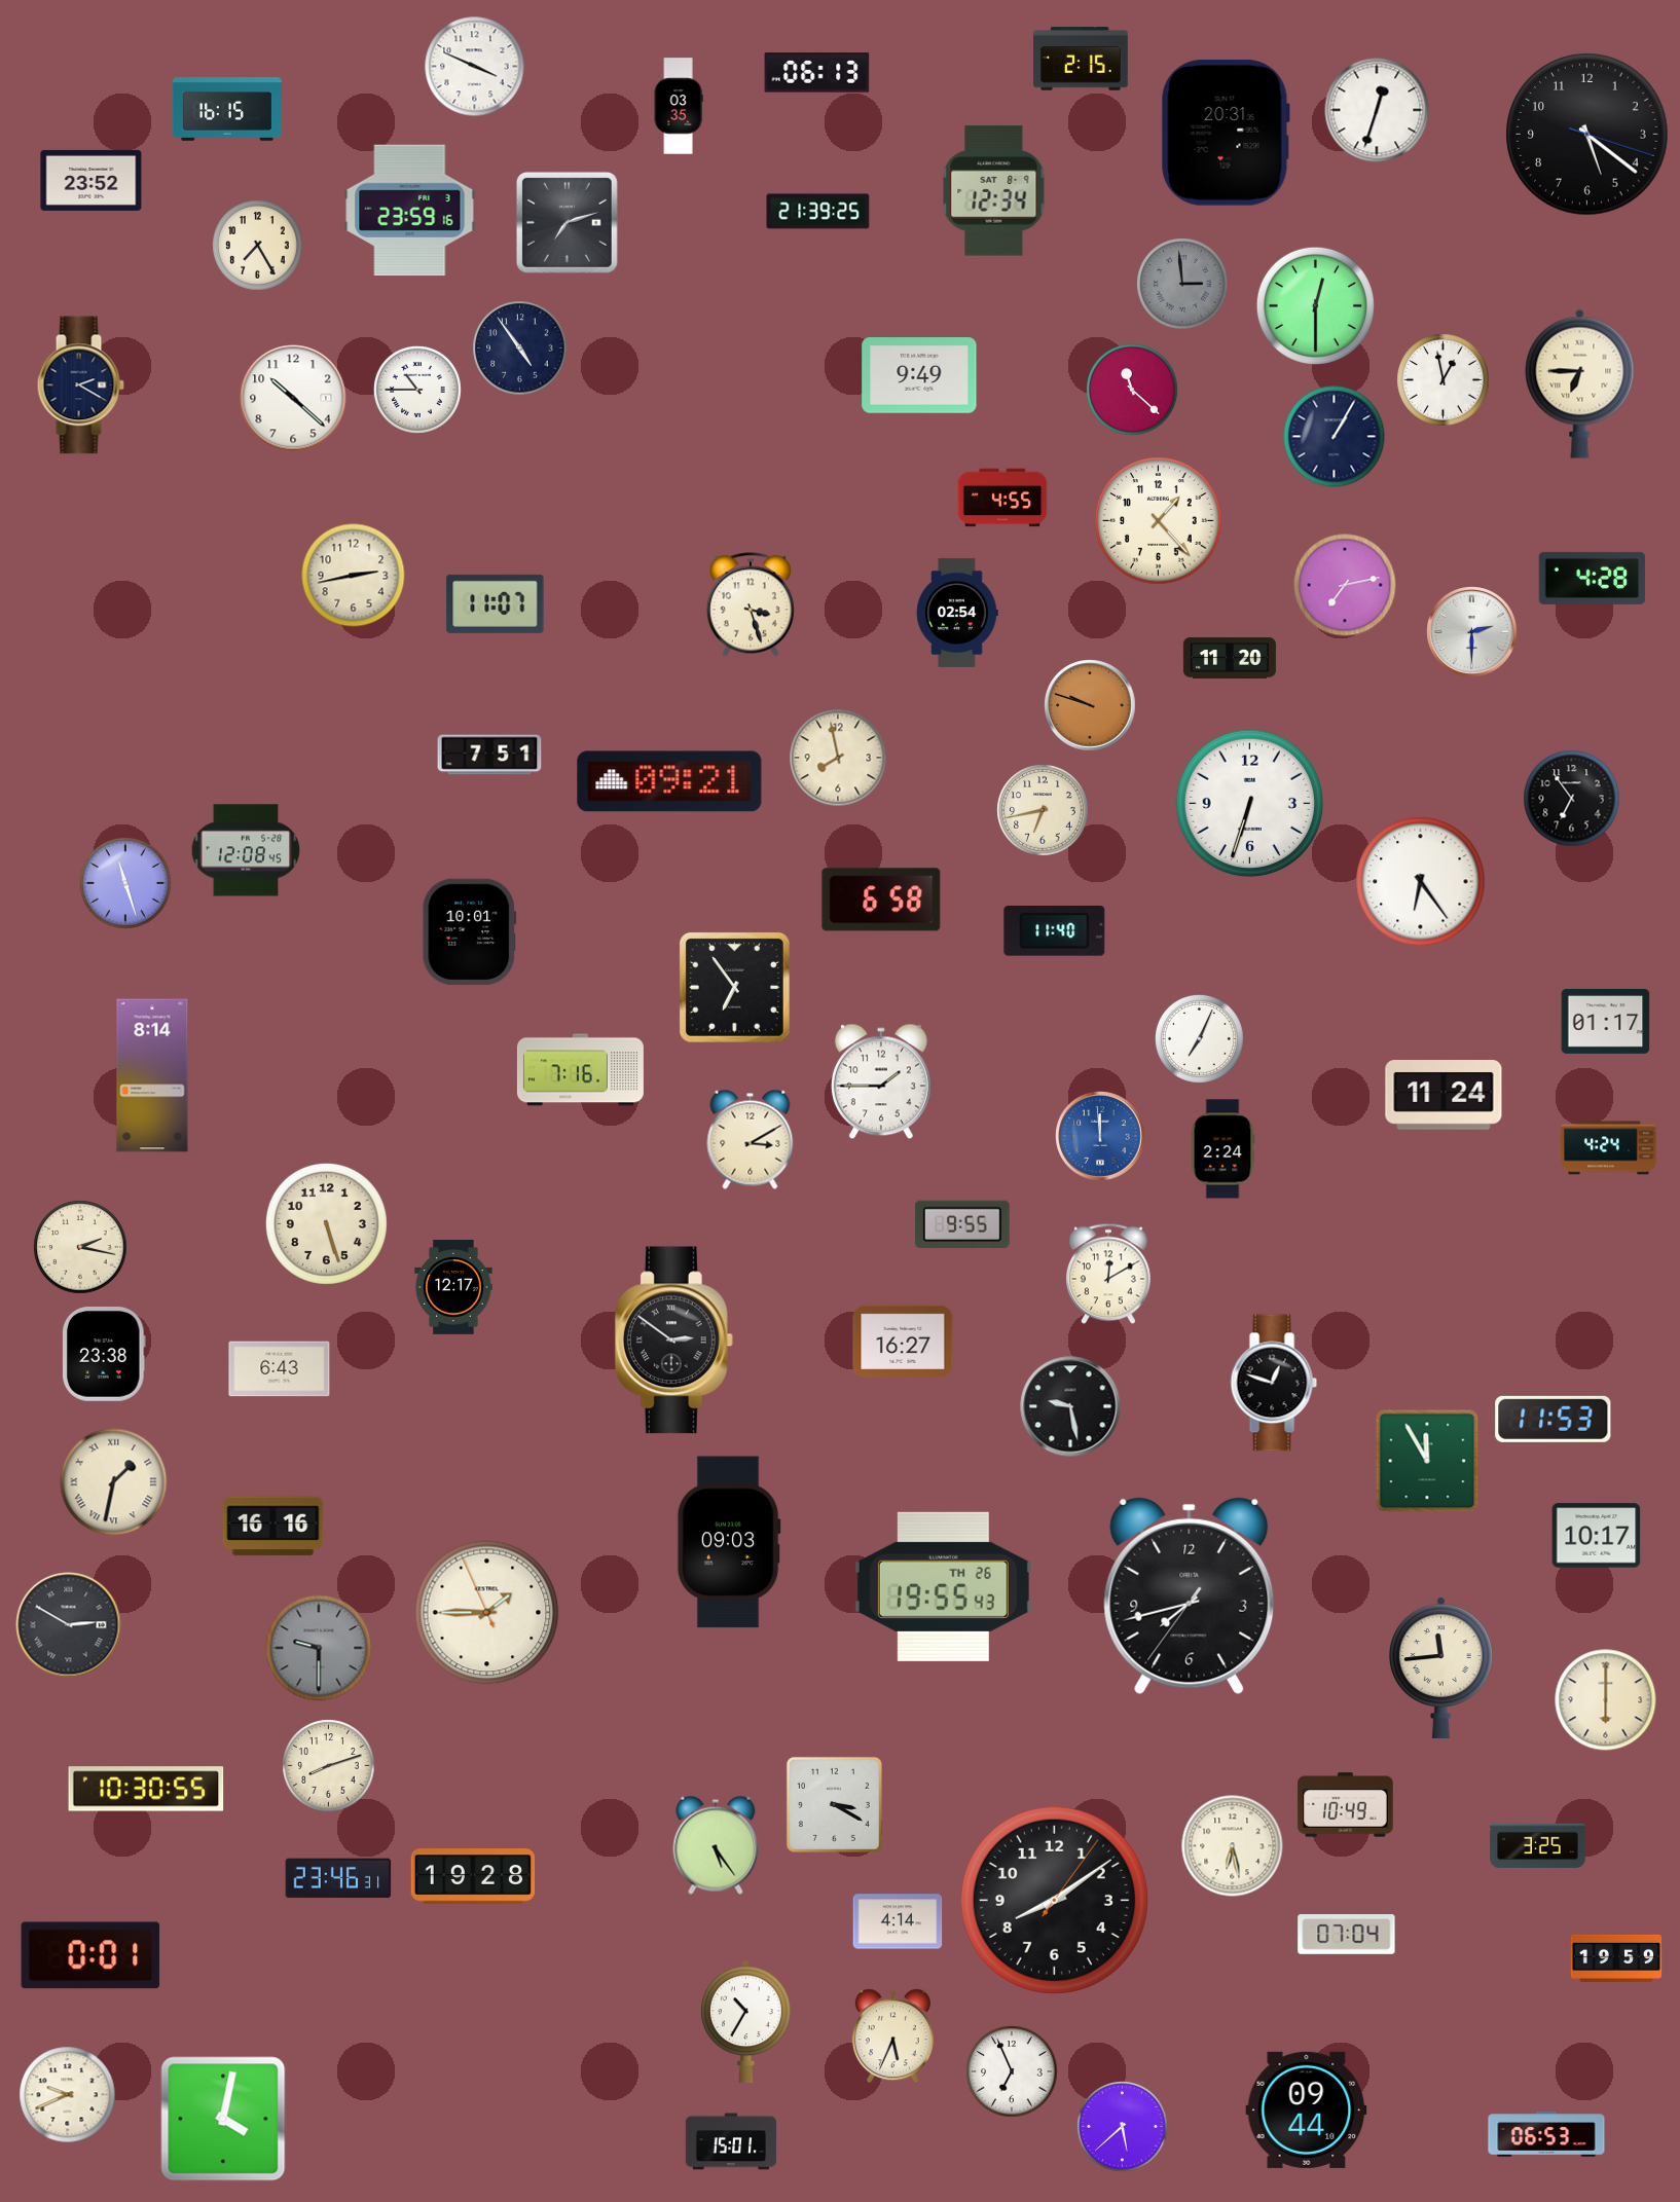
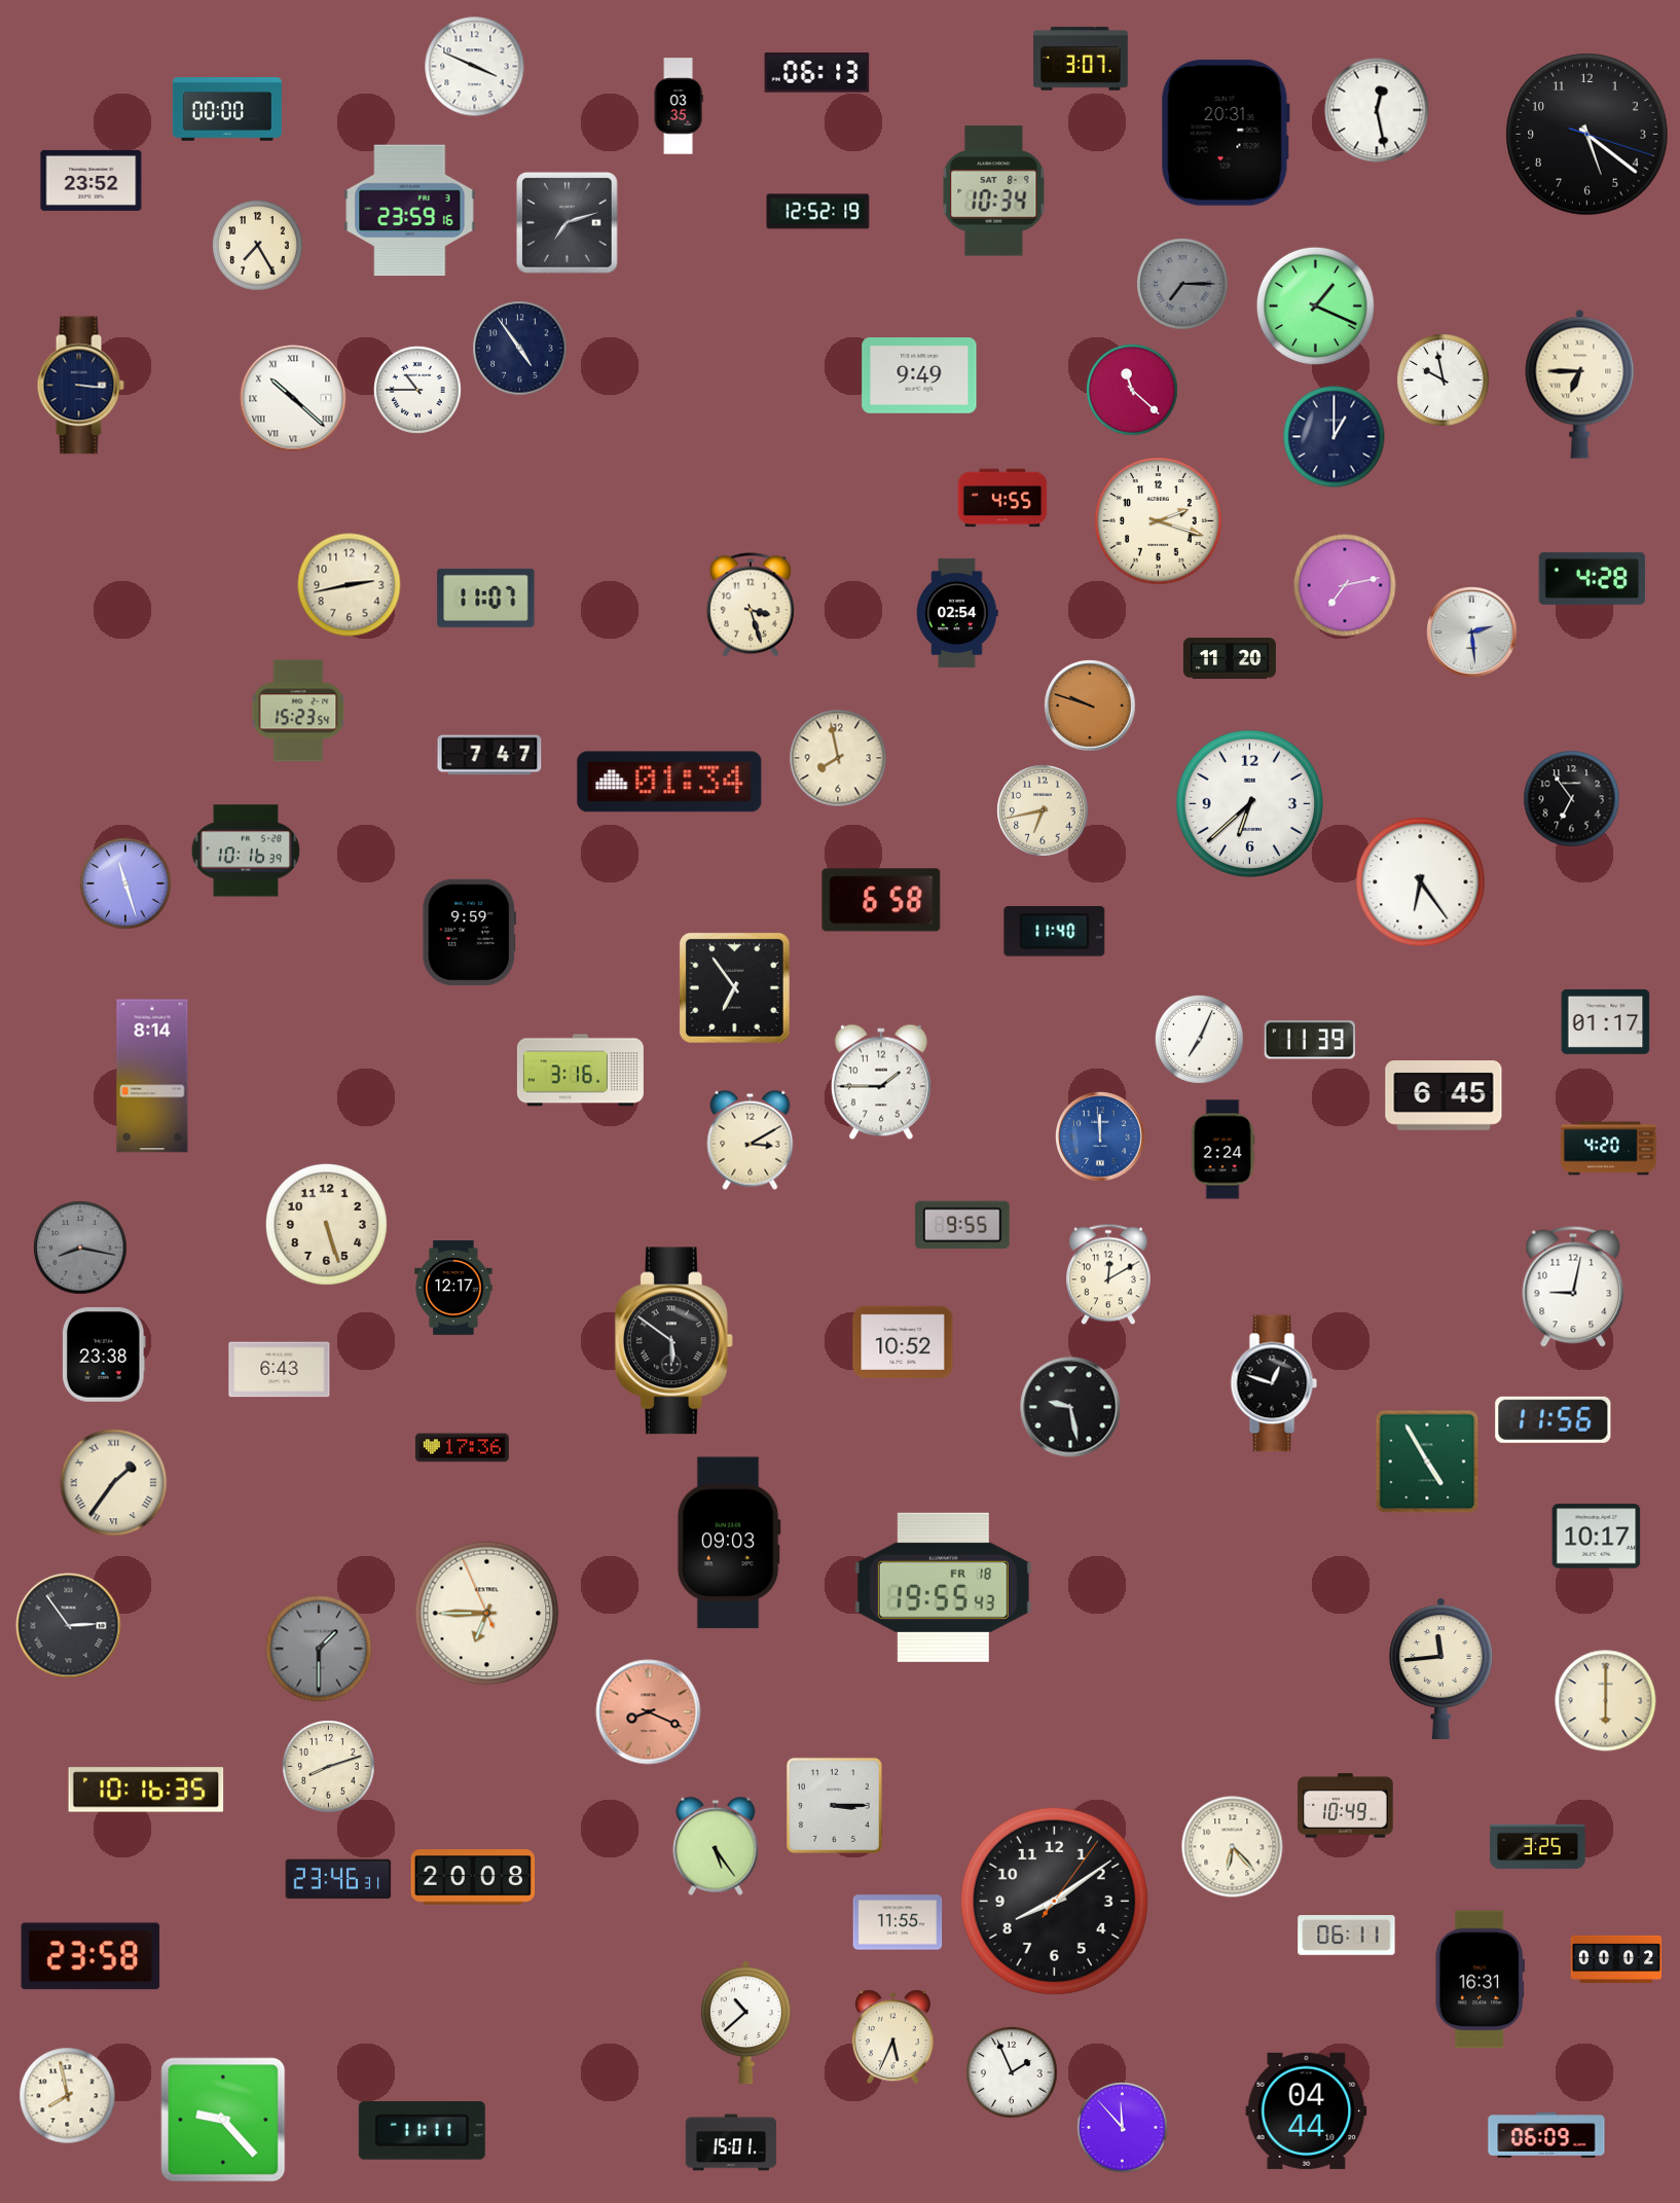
clock at (1081, 59): 2:15 -> 3:07
clock at (227, 109): 16:15 -> 00:00
clock at (1377, 110): 12:33 -> 12:28
clock at (994, 191): 12:34 -> 10:34
clock at (818, 212): 21:39 -> 12:52
clock at (1182, 284): 2:59 -> 7:15
clock at (1315, 305): 12:30 -> 1:19
clock at (1444, 380): 12:58 -> 9:58
clock at (80, 386): 2:20 -> 3:16
clock at (293, 398) numerals: Arabic -> Roman
clock at (1335, 437): 1:05 -> 1:00
clock at (1159, 521): 1:23 -> 2:18
clock at (354, 576) position: (354, 576) -> (350, 585)
clock at (496, 603) position: (496, 603) -> (486, 598)
clock at (1472, 632): 2:30 -> 2:29
clock at (298, 711): none -> 15:23
clock at (489, 755): 7:51 -> 7:47
clock at (669, 781): 09:21 -> 01:34
clock at (1250, 804): 6:33 -> 6:38
clock at (246, 850): 12:08 -> 10:16
clock at (470, 932): 10:01 -> 9:59
clock at (1310, 1040): none -> 11:39
clock at (580, 1070): 7:16 -> 3:16
clock at (1444, 1095): 11:24 -> 6:45
clock at (1609, 1148): 4:24 -> 4:20
clock at (80, 1247): 2:17 -> 8:17
clock at (80, 1247) dial: cream -> grey
clock at (1573, 1287): none -> 9:02
clock at (673, 1341): 2:51 -> 5:51
clock at (903, 1342): 16:27 -> 10:52
clock at (1554, 1419): 11:53 -> 11:56
clock at (462, 1448): none -> 17:36
clock at (1427, 1461): 11:55 -> 4:55
clock at (114, 1482): 1:32 -> 1:36
clock at (273, 1527): 16:16 -> none
clock at (943, 1586) date: TH 26 -> FR 18
clock at (1190, 1597): 7:42 -> none
clock at (487, 1613): 1:44 -> 6:44
clock at (69, 1625): 2:50 -> 2:54
clock at (319, 1648): 9:30 -> 1:30
clock at (649, 1712): none -> 8:19
clock at (146, 1789): 10:30 -> 10:16
clock at (834, 1804): 3:20 -> 3:15
clock at (1233, 1846): 6:28 -> 6:23
clock at (473, 1876): 19:28 -> 20:08
clock at (898, 1921): 4:14 -> 11:55
clock at (1347, 1935): 07:04 -> 06:11
clock at (90, 1955): 0:01 -> 23:58
clock at (1616, 1958): 19:59 -> 00:02
clock at (1480, 1980): none -> 16:31
clock at (745, 2022): 10:35 -> 10:38
clock at (1012, 2071): 6:56 -> 1:56
clock at (68, 2095): 9:41 -> 7:58
clock at (1307, 2109): 09:44 -> 04:44
clock at (223, 2119): 4:02 -> 9:23
clock at (1123, 2127): 5:38 -> 11:53
clock at (422, 2130): none -> 11:11
clock at (1546, 2134): 06:53 -> 06:09
